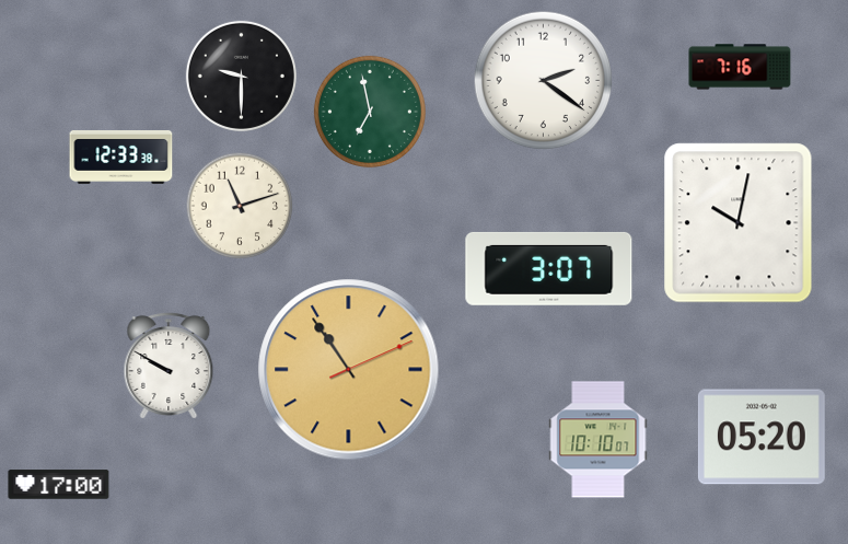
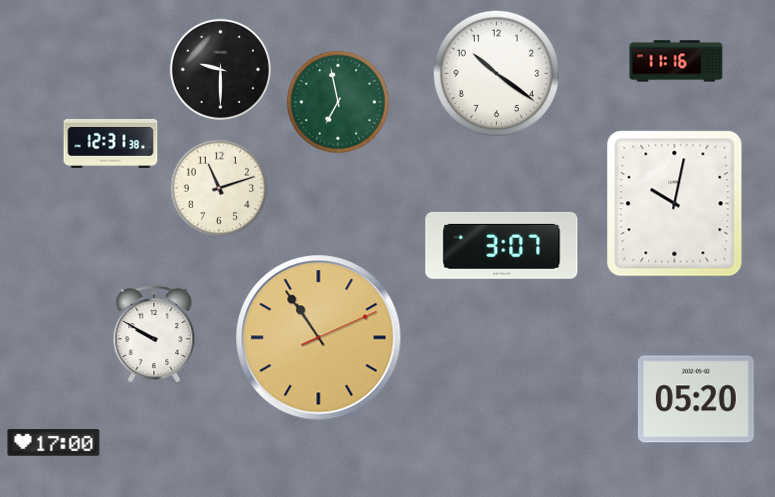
clock at (740, 67): 7:16 -> 11:16
clock at (544, 81): 2:21 -> 10:21
clock at (121, 157): 12:33 -> 12:31
clock at (599, 440): 10:10 -> none
